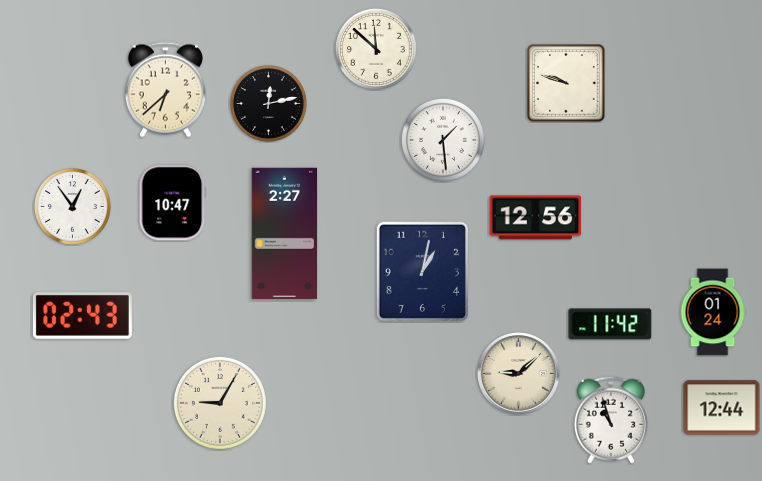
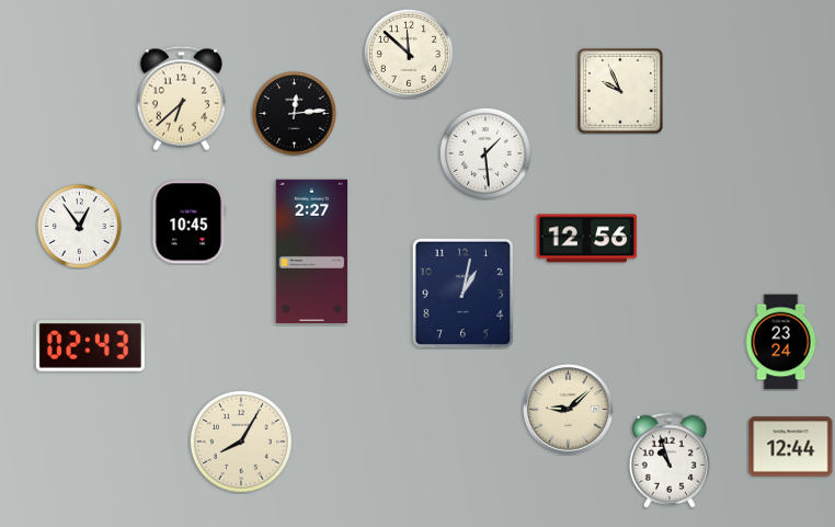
clock at (376, 49) position: (376, 49) -> (409, 54)
clock at (566, 83): 9:48 -> 9:56
clock at (269, 104): 12:13 -> 12:14
clock at (173, 203): 10:47 -> 10:45
clock at (285, 234) position: (285, 234) -> (312, 252)
clock at (423, 272) position: (423, 272) -> (464, 294)
clock at (713, 312): 01:24 -> 23:24
clock at (610, 324): 11:42 -> none
clock at (220, 403): 9:05 -> 8:05
